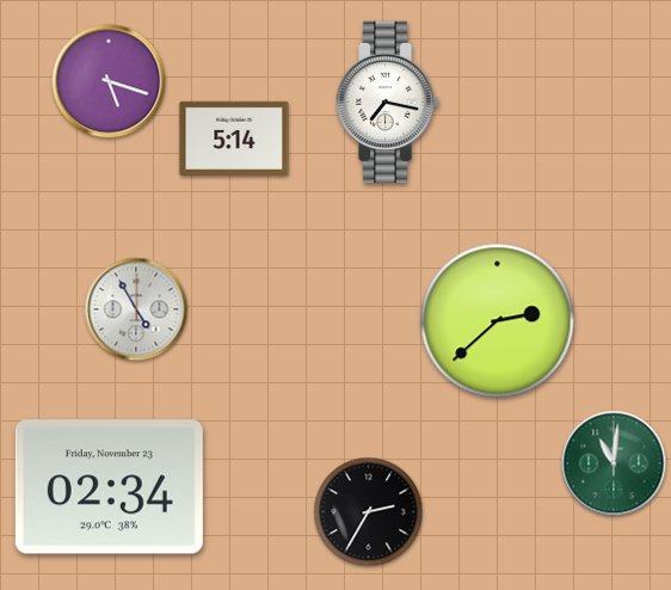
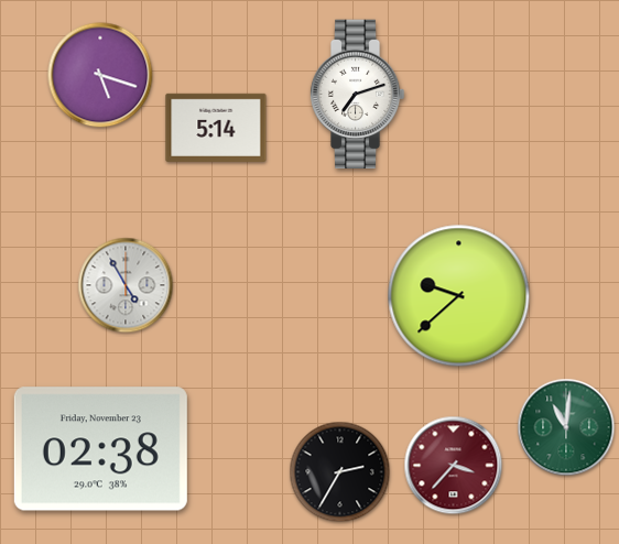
clock at (387, 103): 7:17 -> 7:12
clock at (498, 321): 2:38 -> 9:38
clock at (109, 487): 02:34 -> 02:38
clock at (454, 466): none -> 3:37
